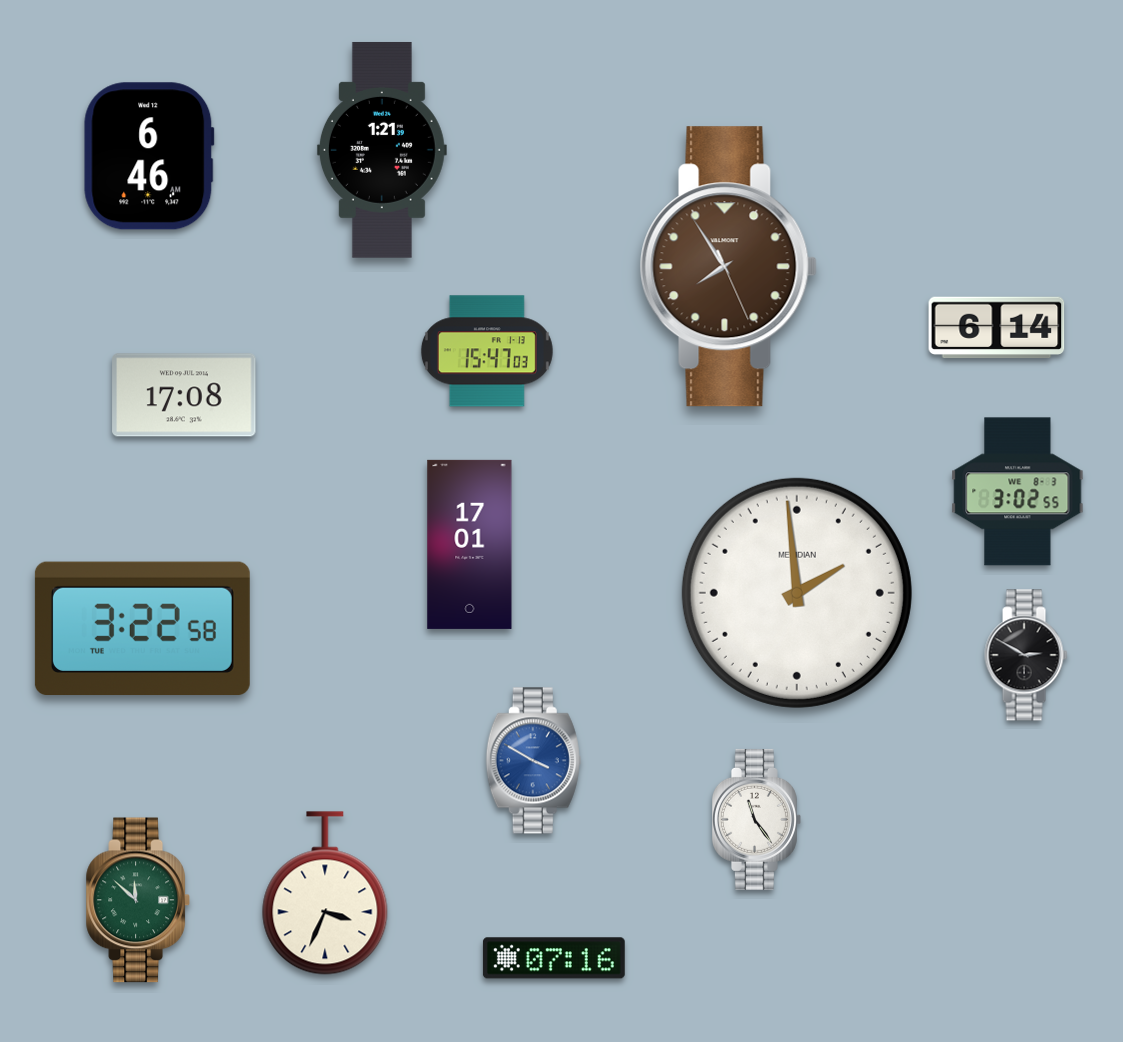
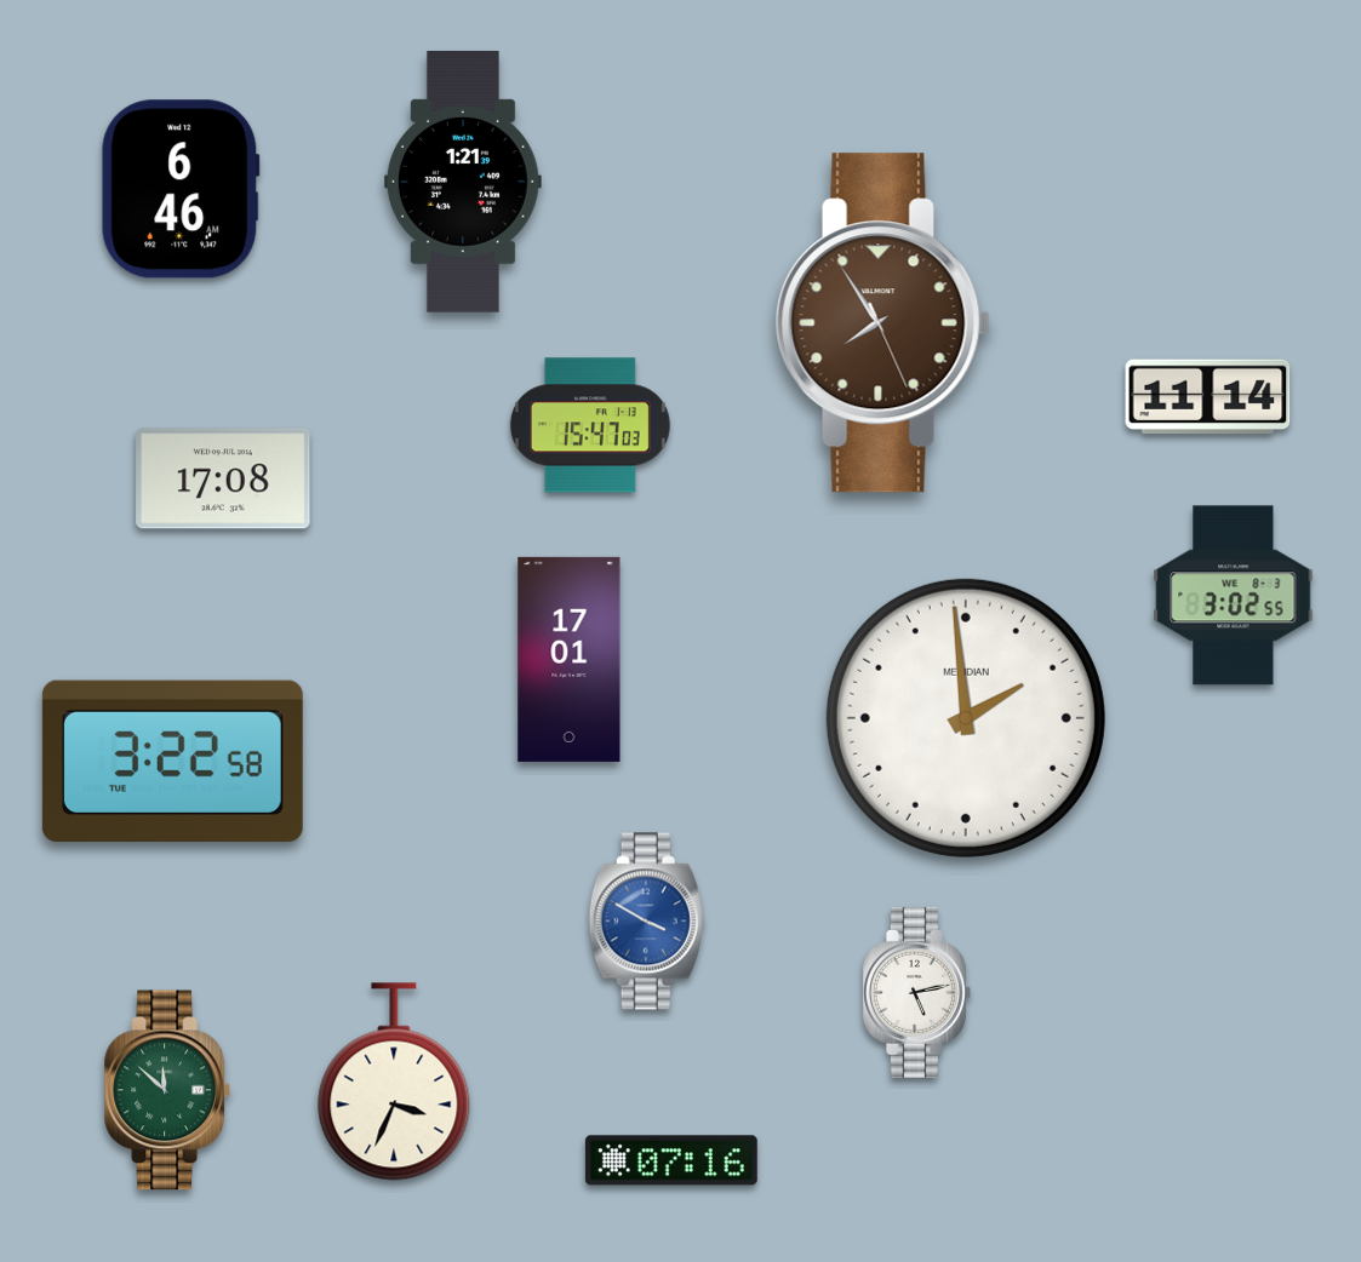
clock at (997, 328): 6:14 -> 11:14
clock at (1026, 655): 2:50 -> none
clock at (756, 819): 11:24 -> 5:13
